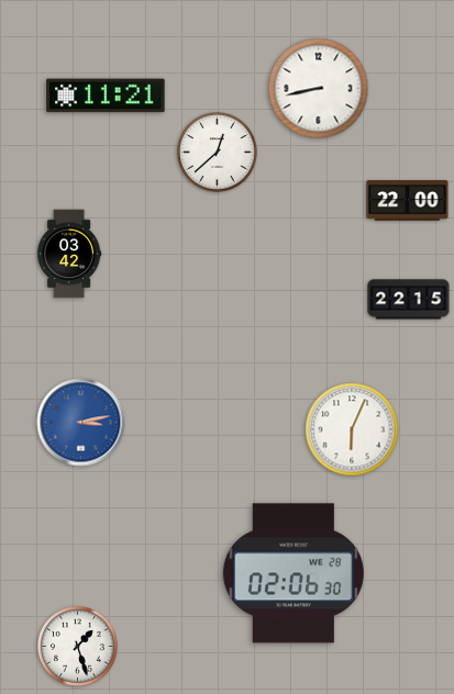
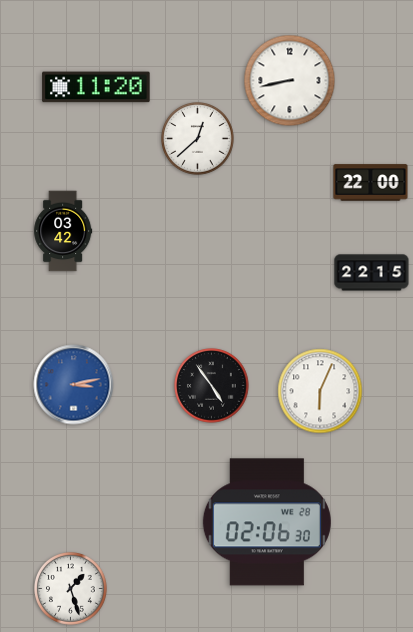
clock at (106, 96): 11:21 -> 11:20
clock at (212, 386): none -> 4:54
